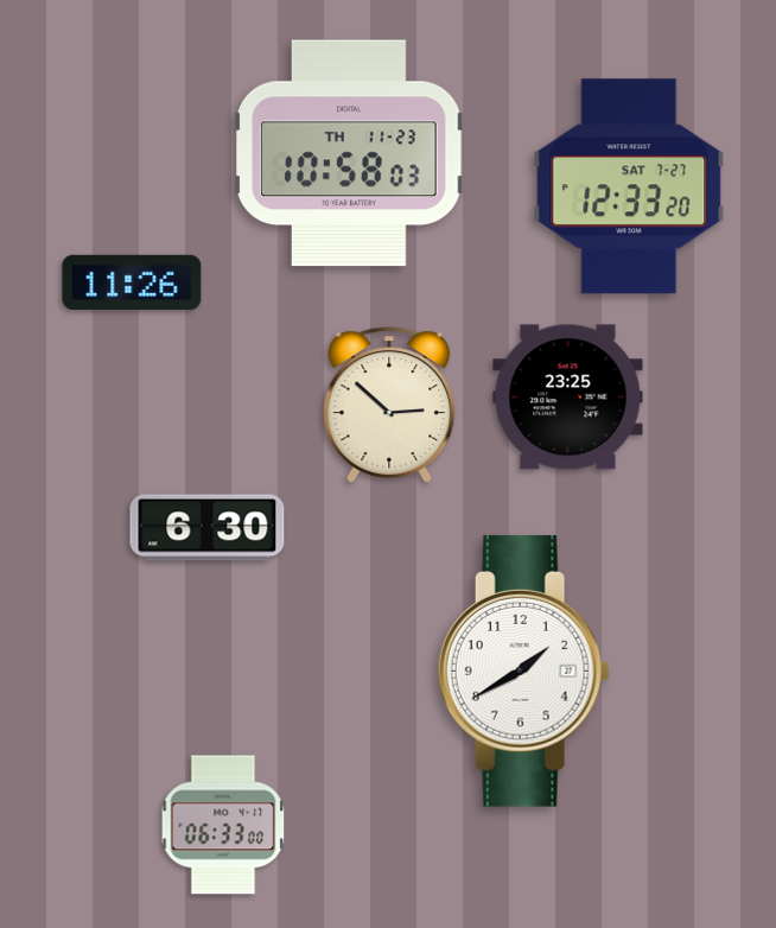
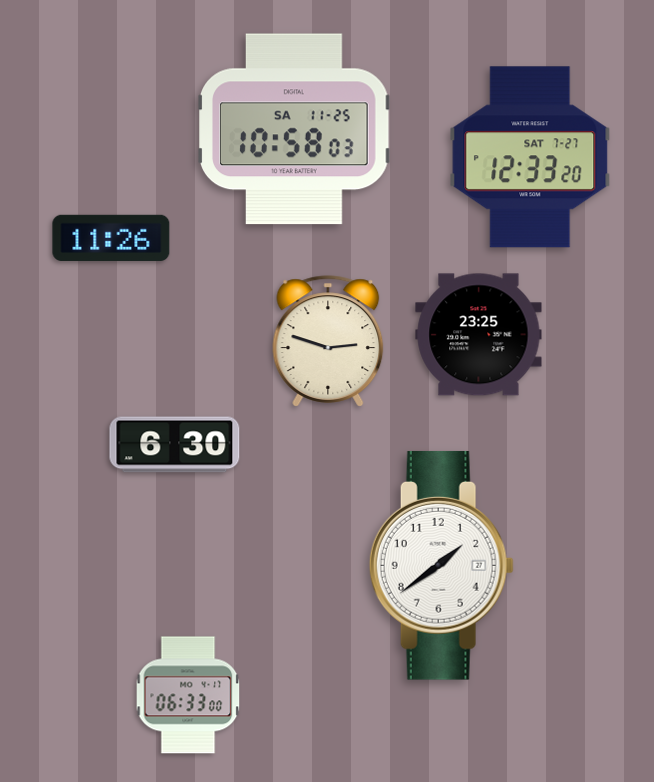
clock at (349, 153) date: TH 11-23 -> SA 11-25
clock at (389, 405): 2:52 -> 2:48
clock at (523, 670): 1:40 -> 1:39
